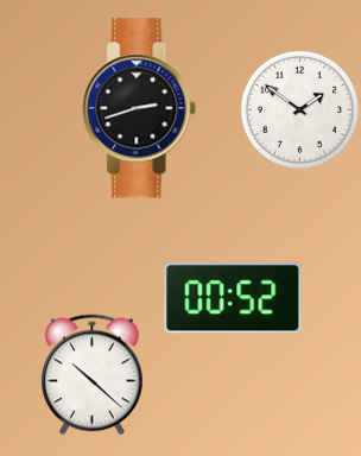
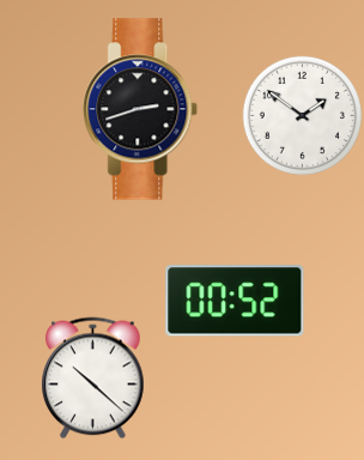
clock at (299, 109) position: (299, 109) -> (302, 115)
